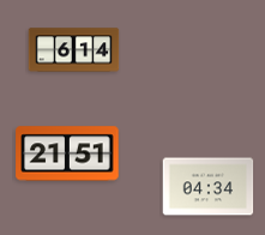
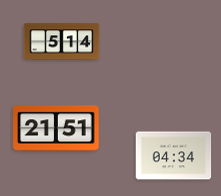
clock at (74, 50): 6:14 -> 5:14
